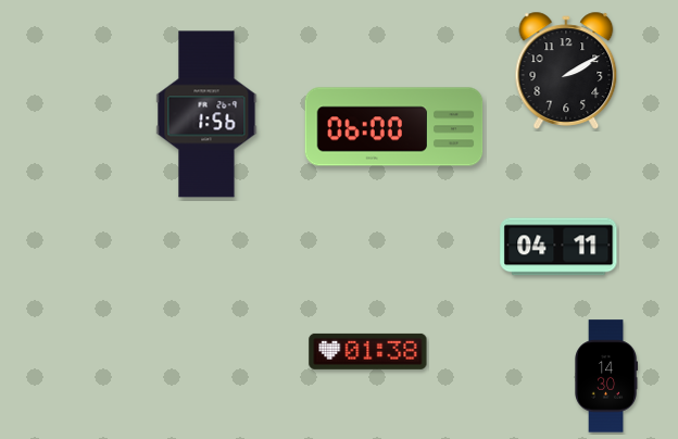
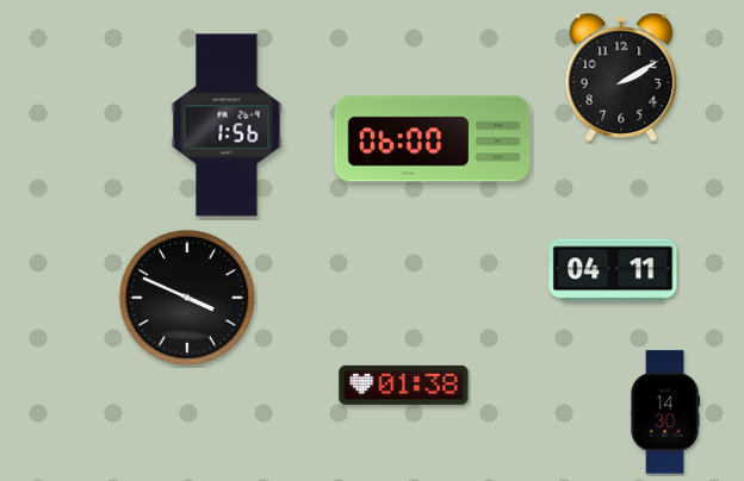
clock at (187, 298): none -> 3:49
